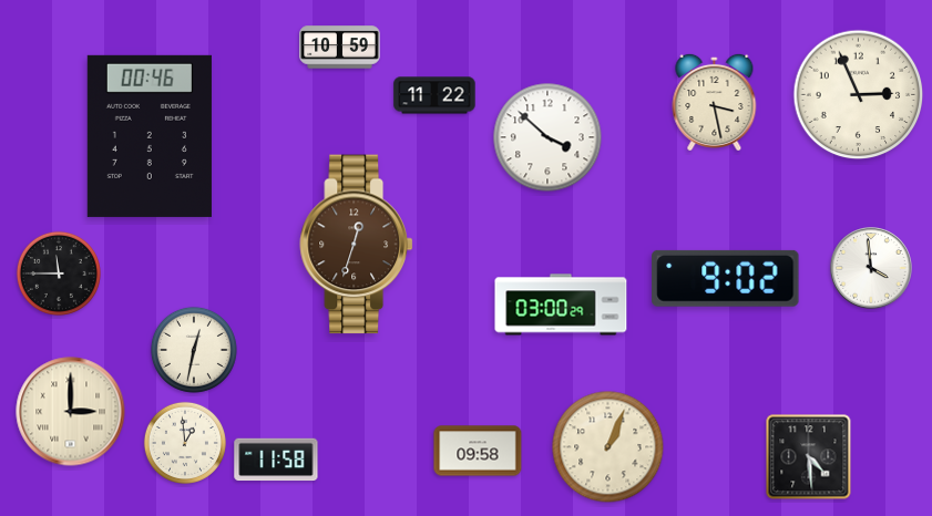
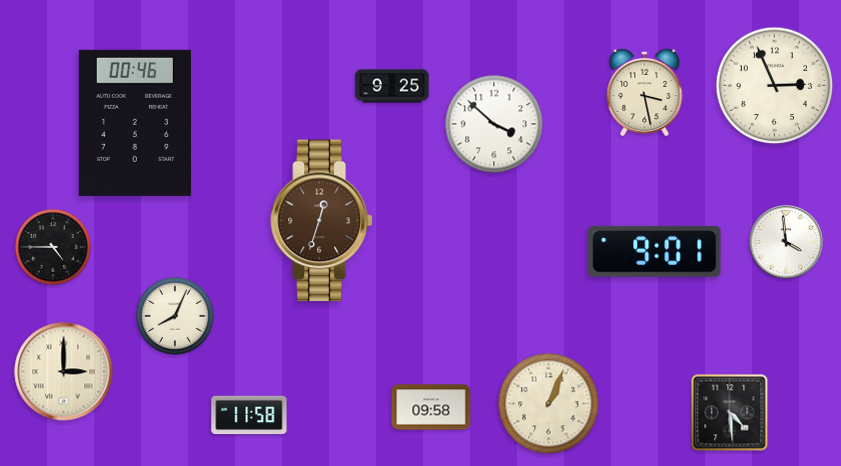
clock at (340, 48): 10:59 -> none
clock at (434, 95): 11:22 -> 9:25
clock at (59, 274): 11:45 -> 4:45
clock at (726, 278): 9:02 -> 9:01
clock at (561, 305): 03:00 -> none
clock at (194, 350): 12:32 -> 8:04
clock at (185, 443): 12:59 -> none
